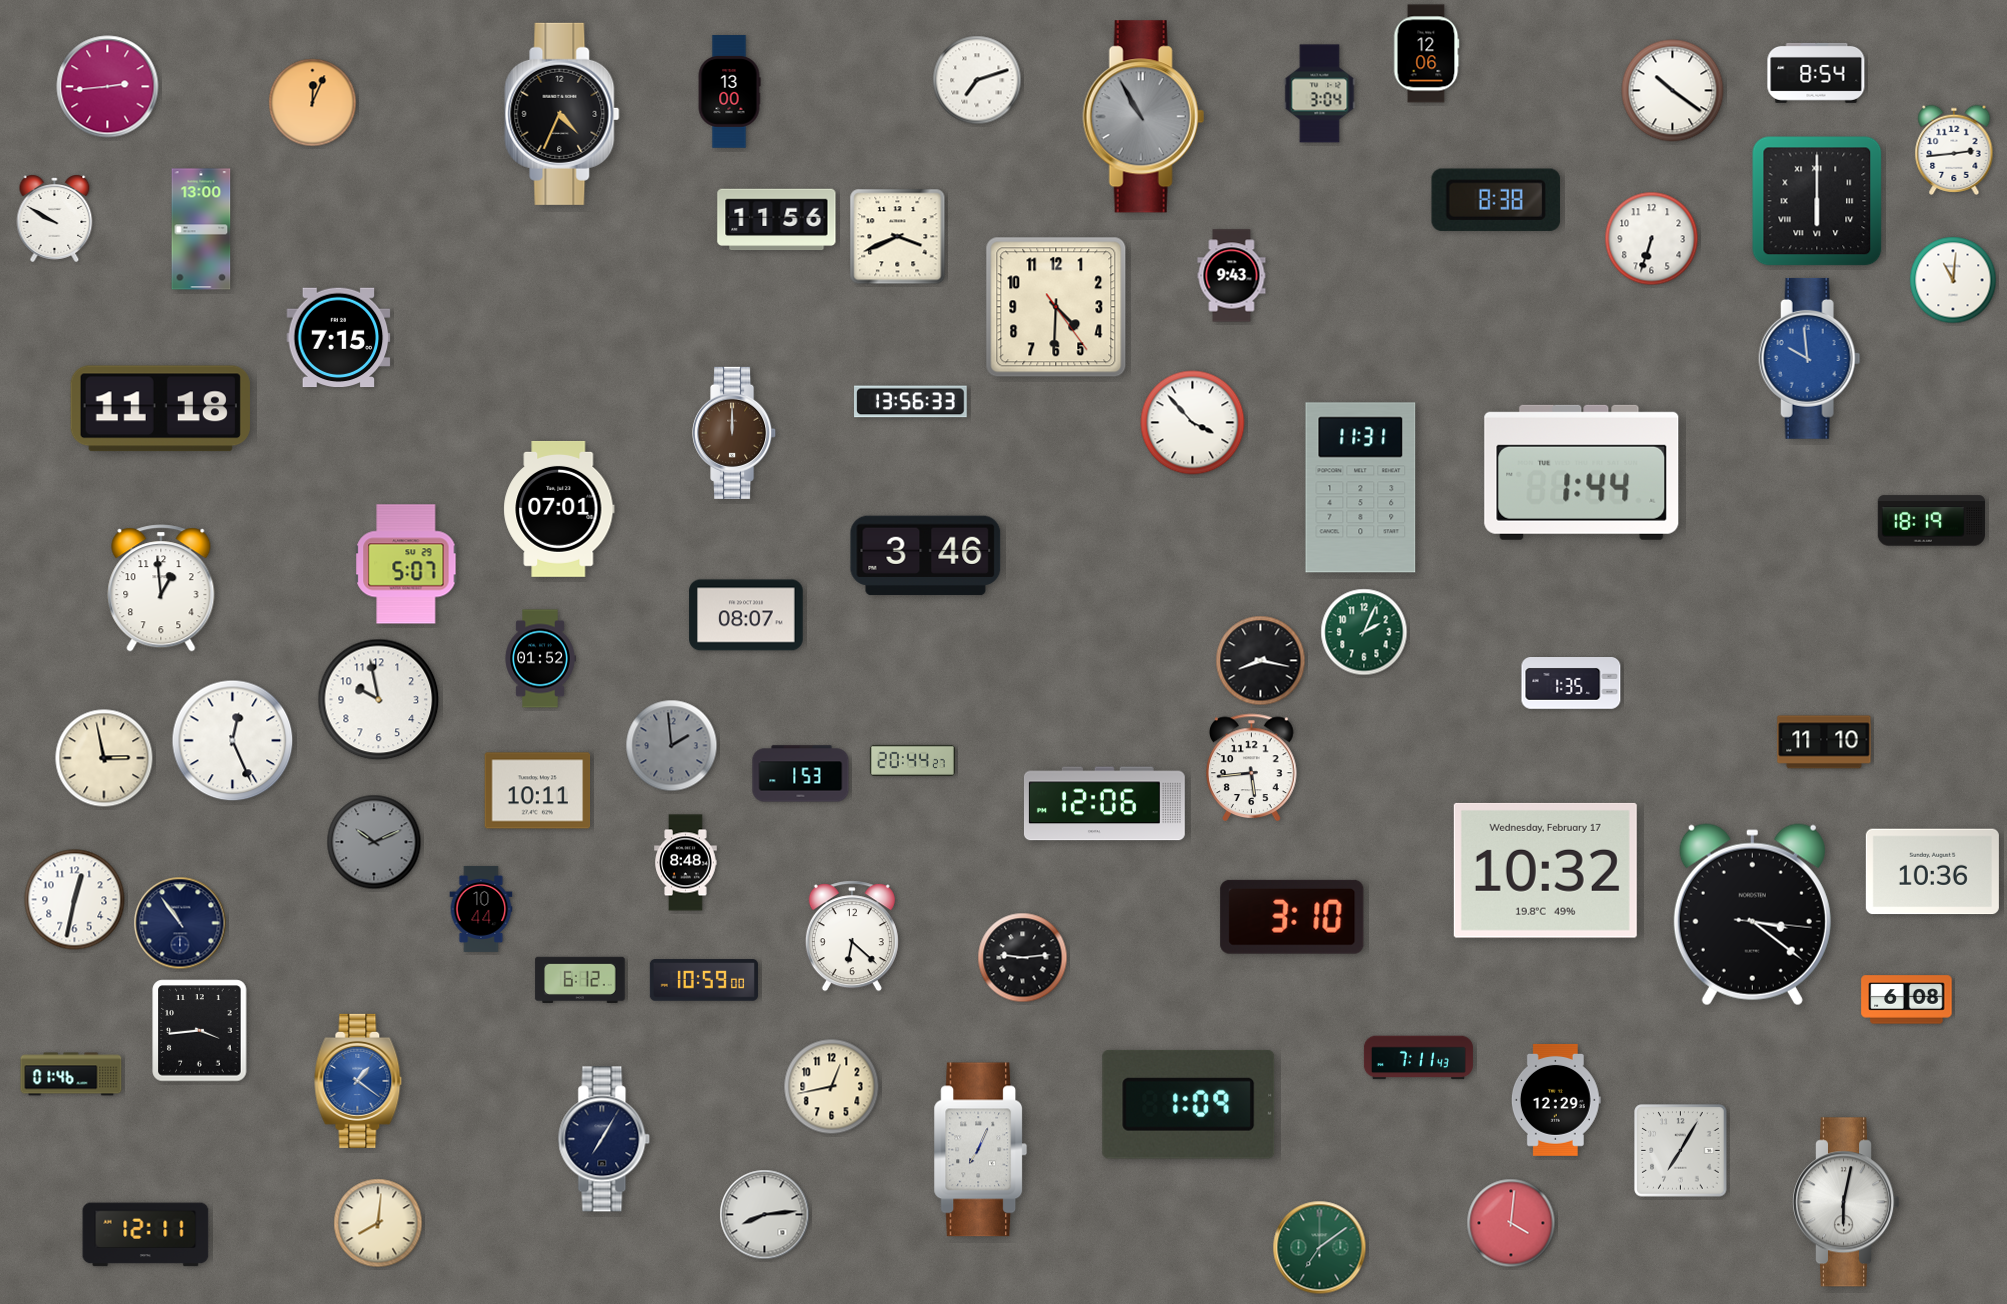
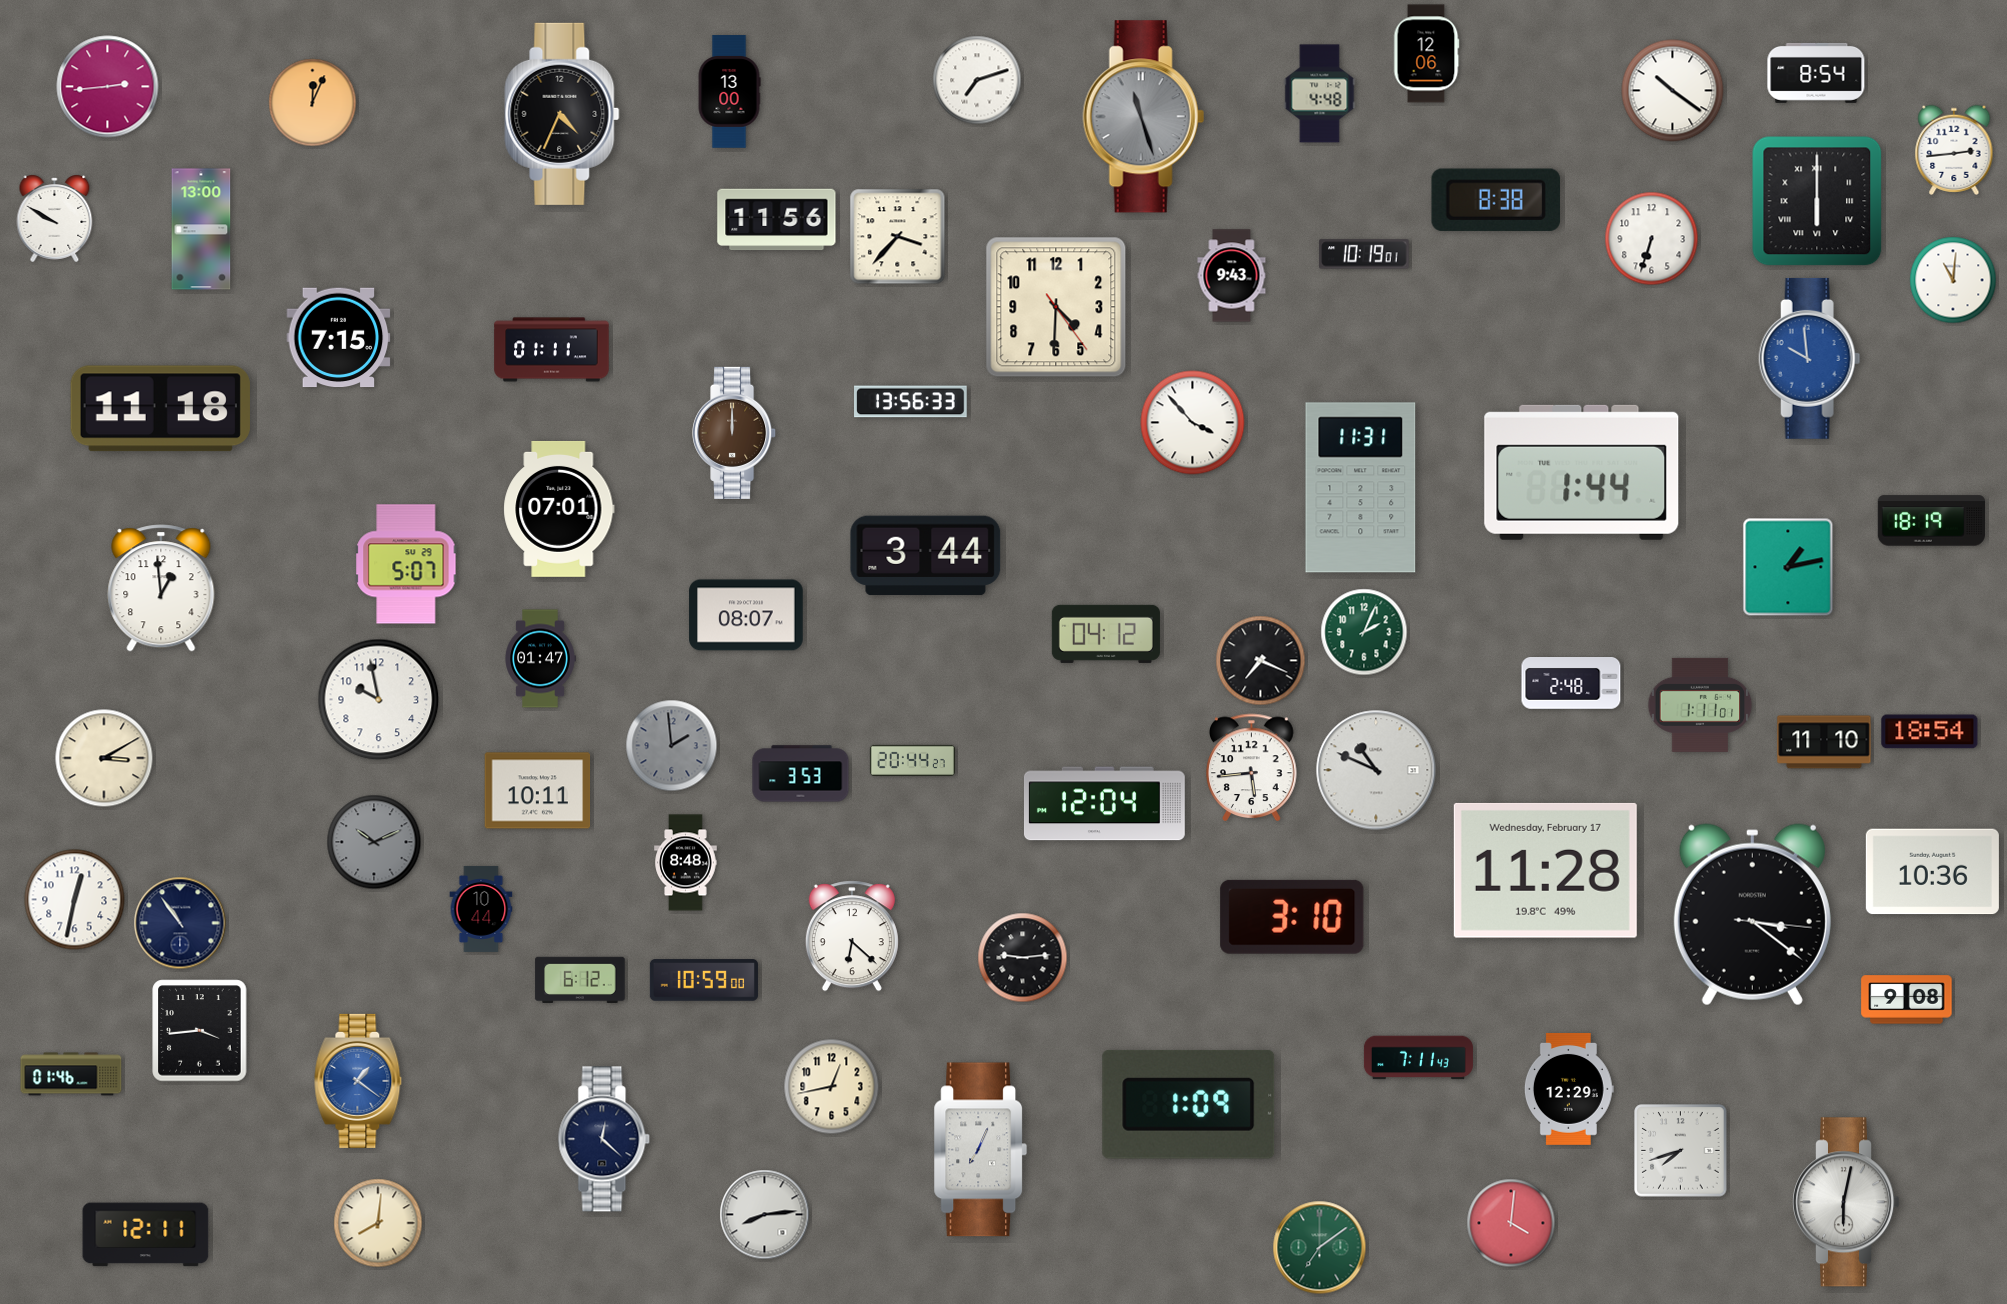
clock at (1320, 94): 3:04 -> 4:48
clock at (1143, 117): 10:55 -> 11:27
clock at (898, 237): 3:41 -> 3:37
clock at (1364, 254): none -> 10:19
clock at (552, 350): none -> 01:11
clock at (926, 556): 3:46 -> 3:44
clock at (1788, 567): none -> 1:13
clock at (1106, 634): none -> 04:12
clock at (540, 659): 01:52 -> 01:47
clock at (1261, 661): 8:17 -> 7:19
clock at (1571, 684): 1:35 -> 2:48
clock at (1700, 705): none -> 1:11
clock at (1930, 732): none -> 18:54
clock at (233, 741): 12:26 -> none
clock at (104, 758): 2:58 -> 3:10
clock at (1376, 770): none -> 10:49
clock at (801, 774): 1:53 -> 3:53
clock at (1104, 804): 12:06 -> 12:04
clock at (1545, 870): 10:32 -> 11:28
clock at (1907, 1000): 6:08 -> 9:08
clock at (1556, 1100) position: (1556, 1100) -> (1569, 1089)
clock at (604, 1139): 7:05 -> 12:22
clock at (1681, 1151): 7:05 -> 7:42
